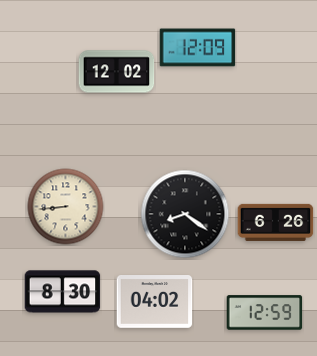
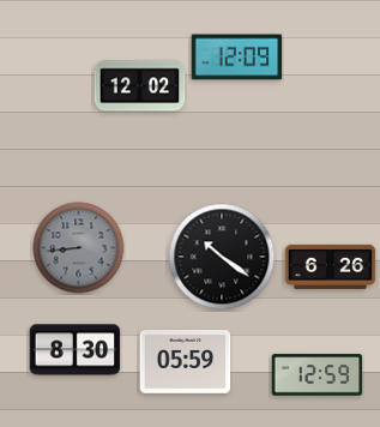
clock at (66, 207) dial: cream -> grey
clock at (185, 214): 8:21 -> 10:21
clock at (155, 302): 04:02 -> 05:59
